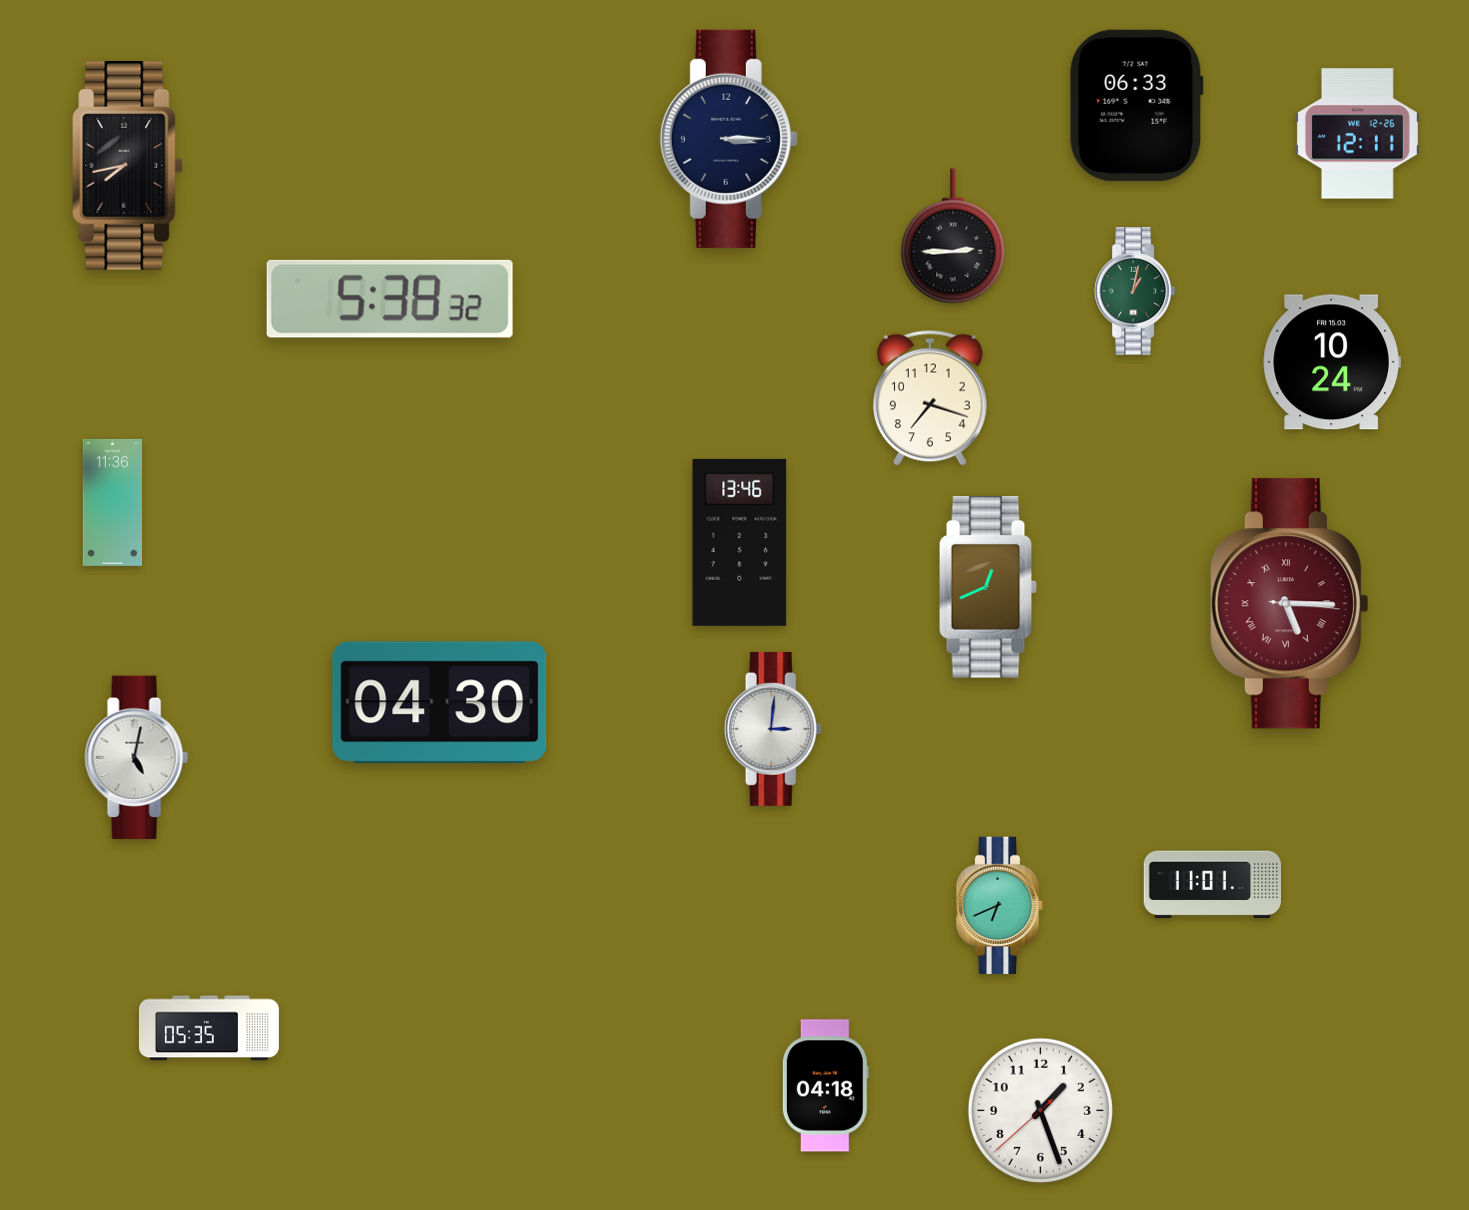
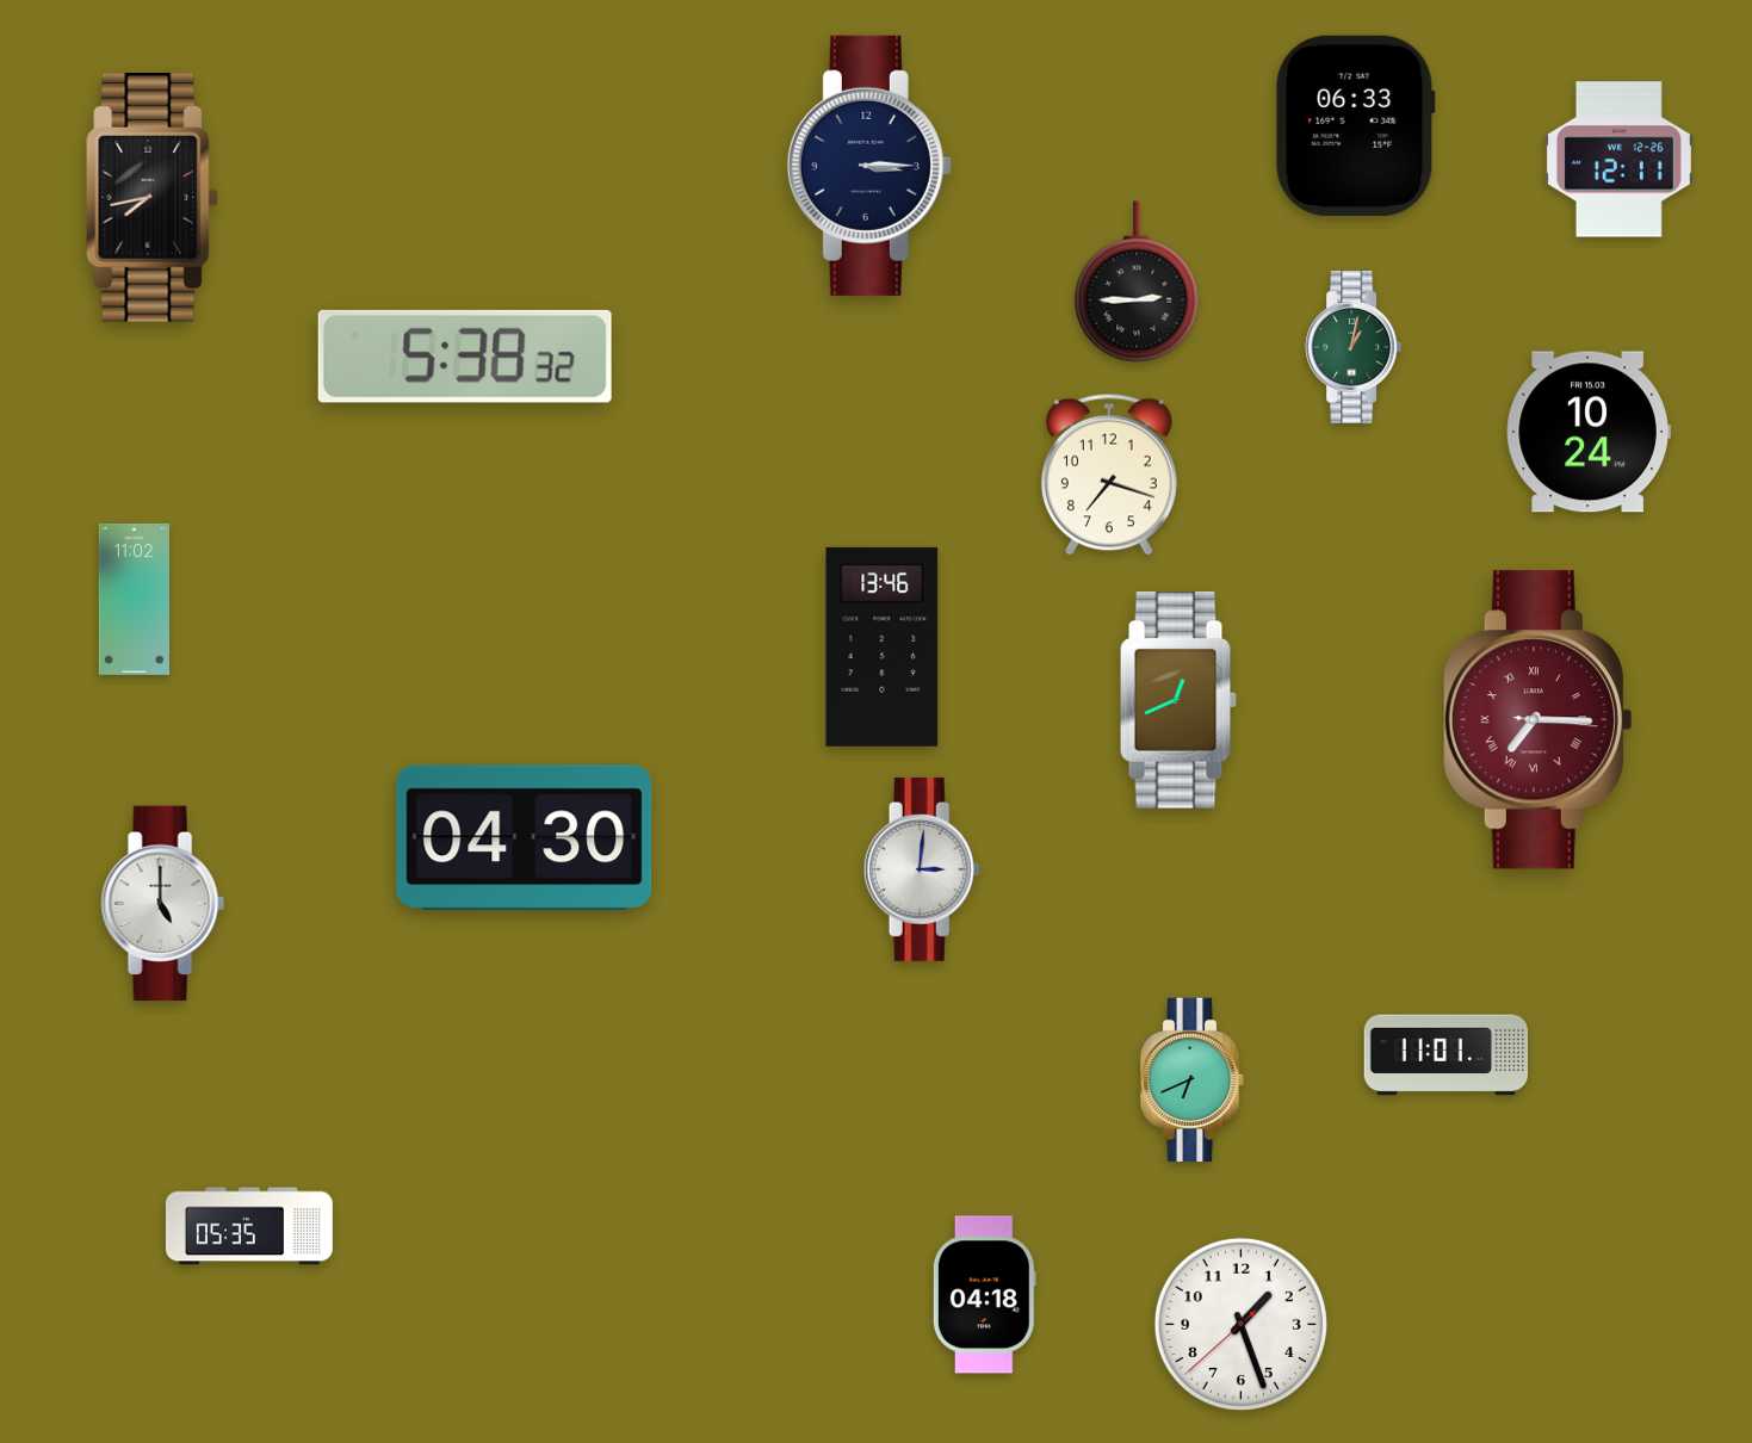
clock at (112, 502): 11:36 -> 11:02
clock at (1289, 604): 5:15 -> 7:15
clock at (136, 758): 5:02 -> 5:00
